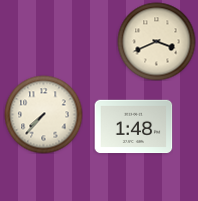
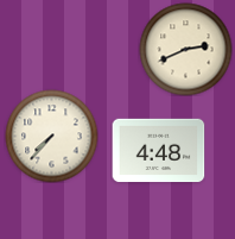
clock at (156, 41): 3:41 -> 2:41
clock at (133, 127): 1:48 -> 4:48
